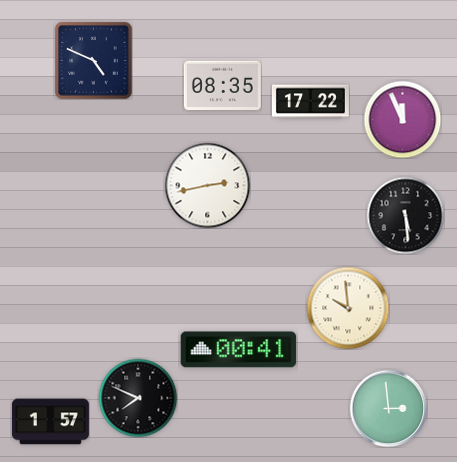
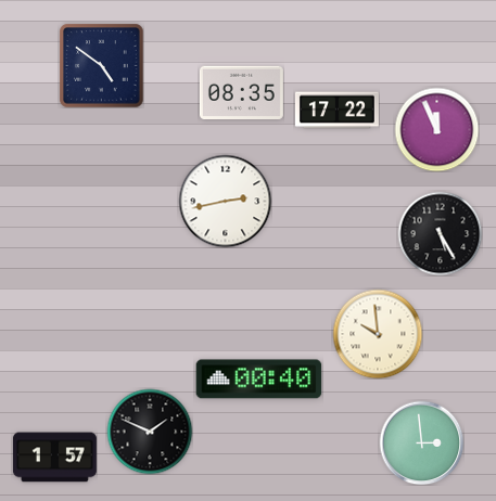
clock at (93, 60): 4:49 -> 4:51
clock at (405, 215): 5:29 -> 5:25
clock at (239, 350): 00:41 -> 00:40
clock at (138, 398): 7:49 -> 1:49
